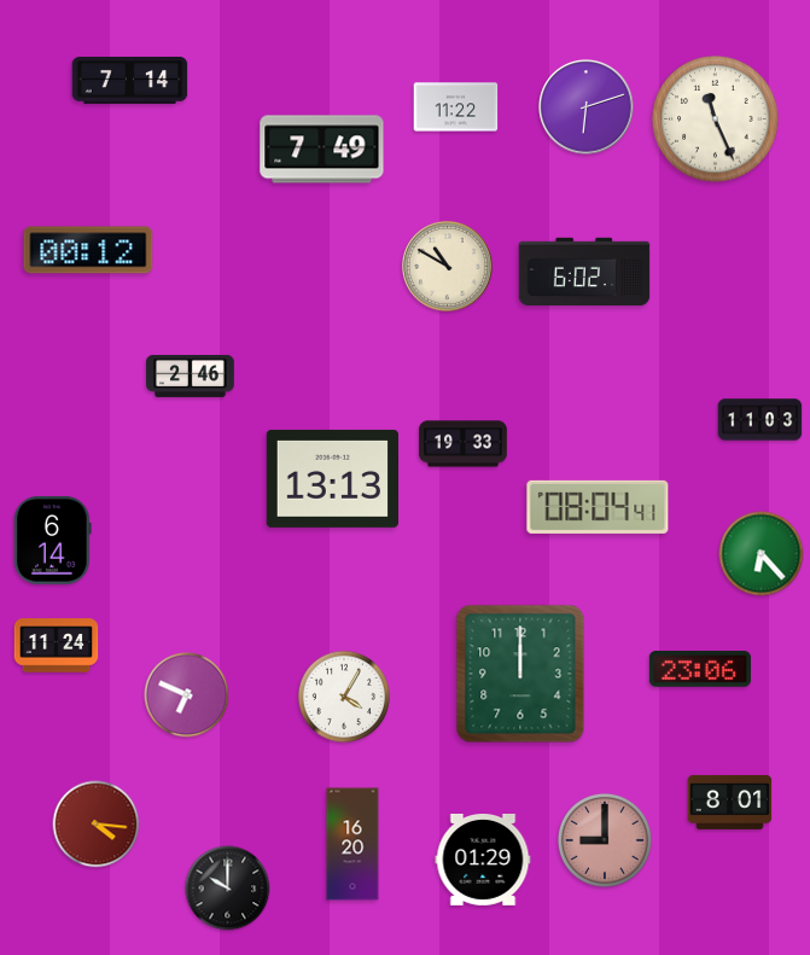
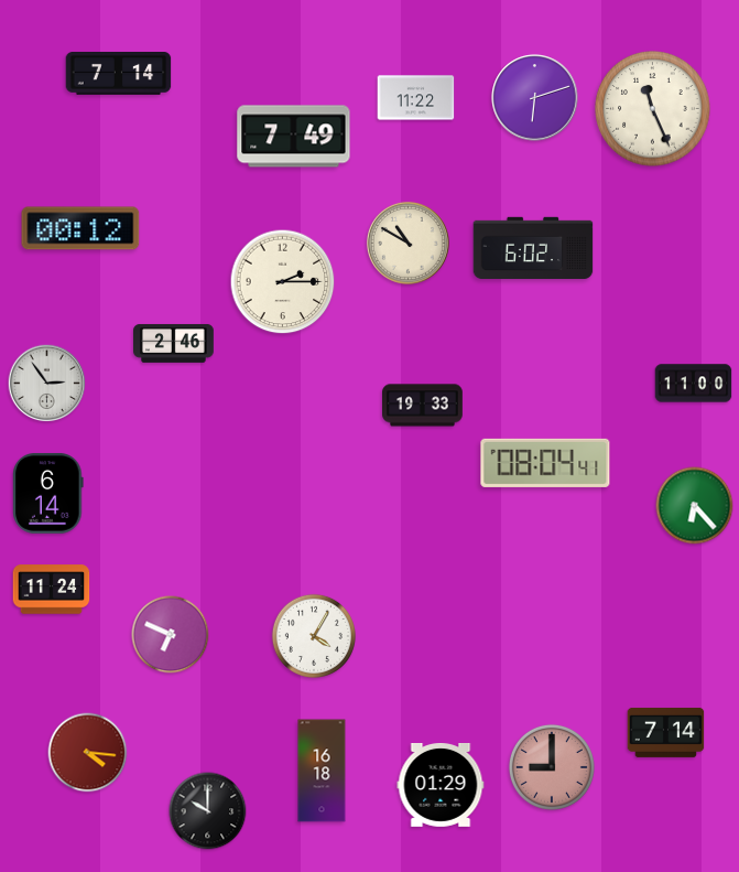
clock at (283, 282): none -> 2:15
clock at (47, 384): none -> 2:54
clock at (761, 420): 11:03 -> 11:00
clock at (332, 478): 13:13 -> none
clock at (700, 669): 23:06 -> none
clock at (520, 674): 12:00 -> none
clock at (730, 802): 8:01 -> 7:14
clock at (352, 844): 16:20 -> 16:18
